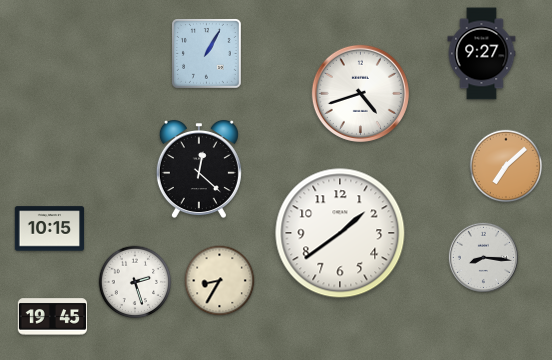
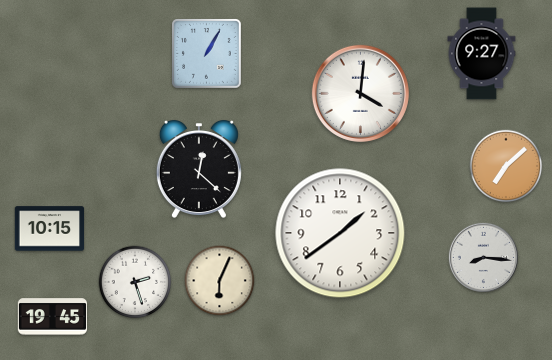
clock at (360, 93): 4:42 -> 4:01
clock at (220, 281): 8:35 -> 6:04
